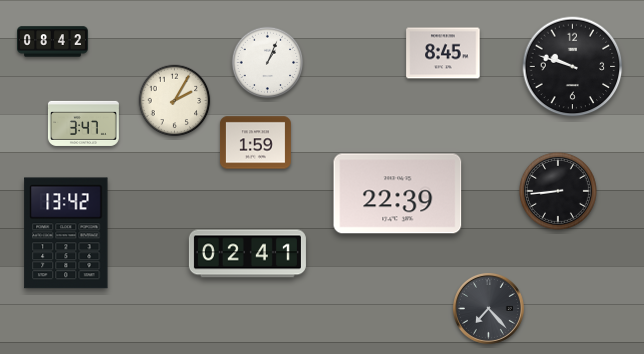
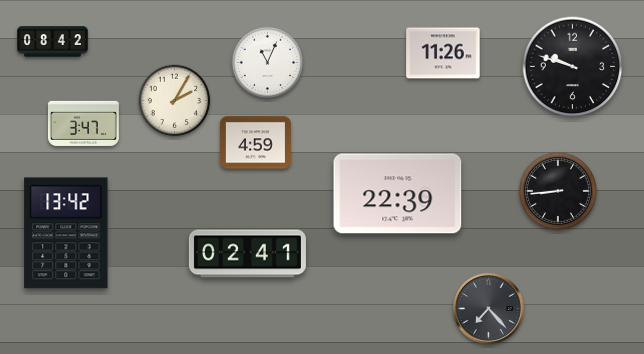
clock at (443, 53): 8:45 -> 11:26
clock at (268, 63): 1:04 -> 11:04
clock at (255, 143): 1:59 -> 4:59
